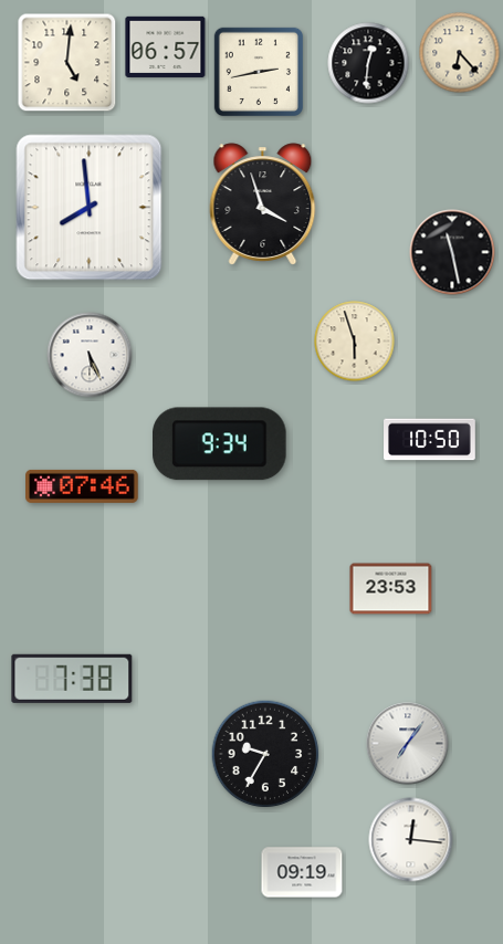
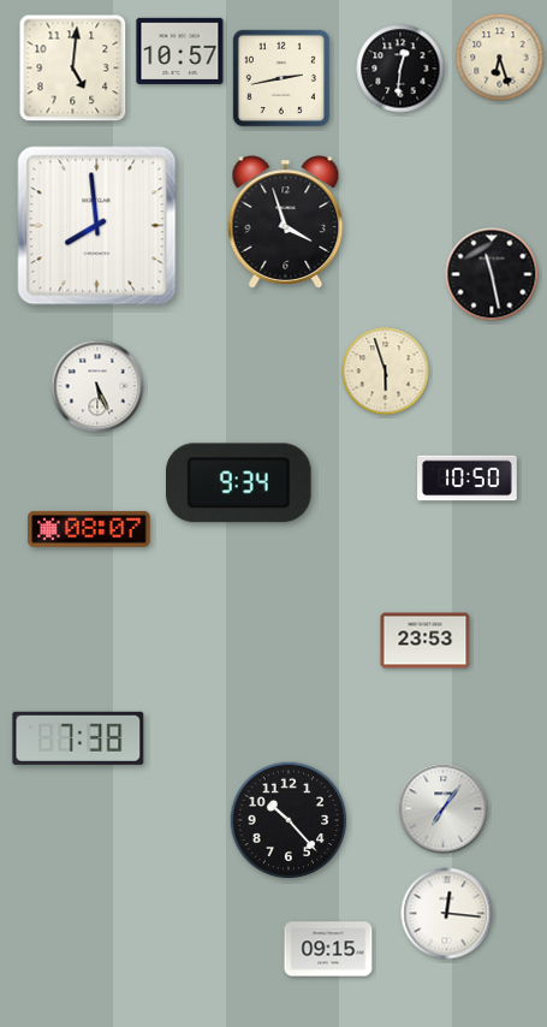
clock at (166, 46): 06:57 -> 10:57
clock at (460, 53): 6:23 -> 6:27
clock at (82, 486): 07:46 -> 08:07
clock at (265, 754): 9:35 -> 10:23
clock at (302, 872): 09:19 -> 09:15
